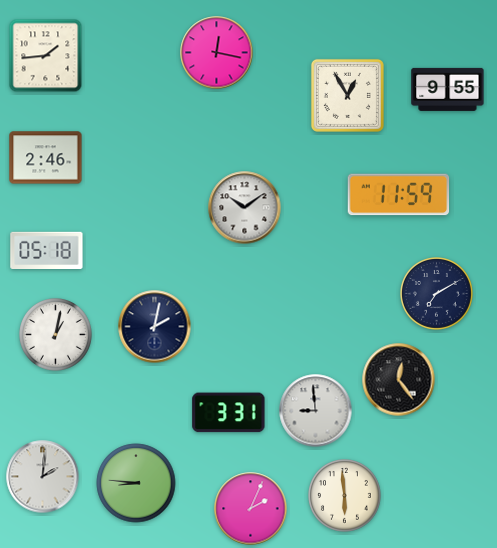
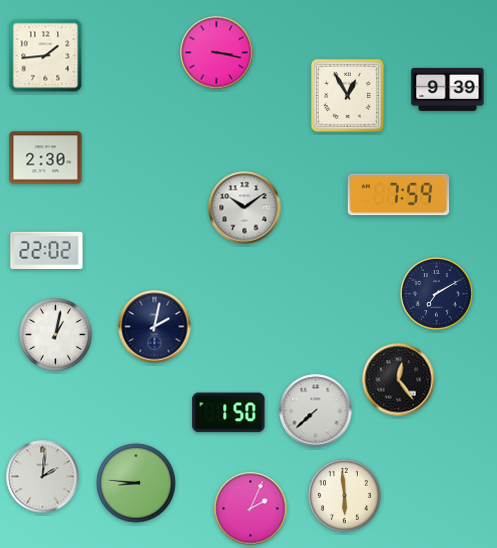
clock at (217, 53): 12:17 -> 3:17
clock at (448, 89): 9:55 -> 9:39
clock at (46, 158): 2:46 -> 2:30
clock at (399, 195): 11:59 -> 7:59
clock at (47, 250): 05:18 -> 22:02
clock at (316, 411): 8:59 -> 7:38
clock at (229, 413): 3:31 -> 1:50
